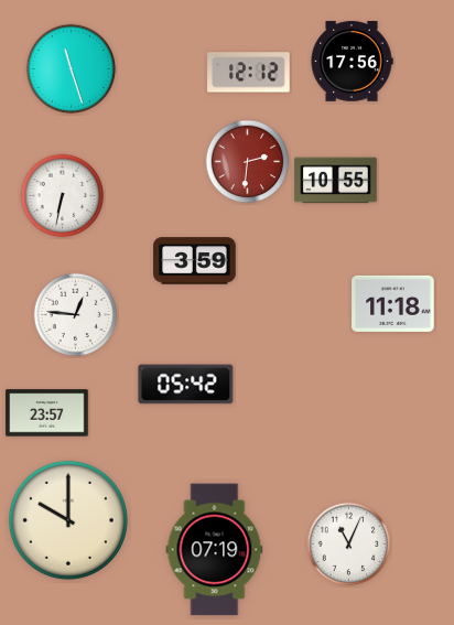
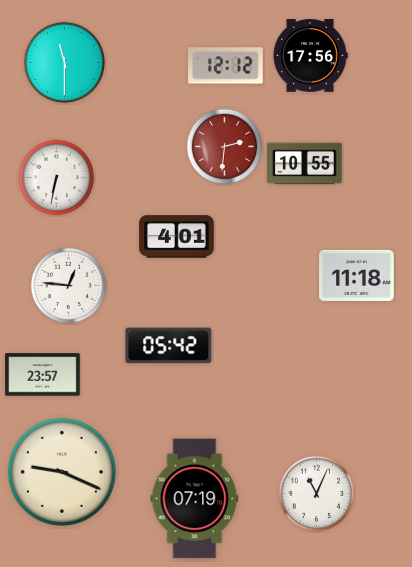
clock at (352, 62) position: (352, 62) -> (310, 56)
clock at (72, 69): 11:27 -> 11:30
clock at (195, 261): 3:59 -> 4:01
clock at (186, 385) position: (186, 385) -> (169, 346)
clock at (68, 520): 10:00 -> 9:19
